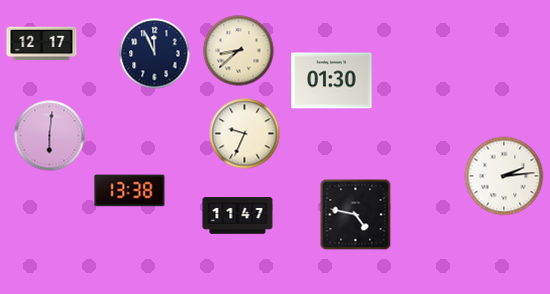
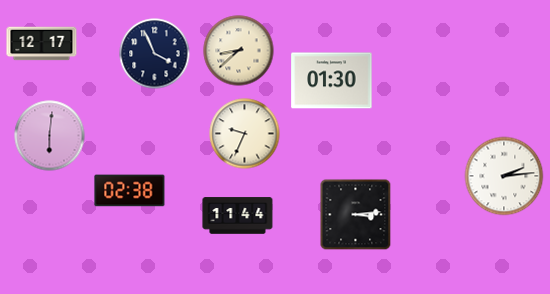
clock at (155, 54): 11:56 -> 3:56
clock at (130, 191): 13:38 -> 02:38
clock at (356, 215): 4:47 -> 3:14
clock at (238, 216): 11:47 -> 11:44
